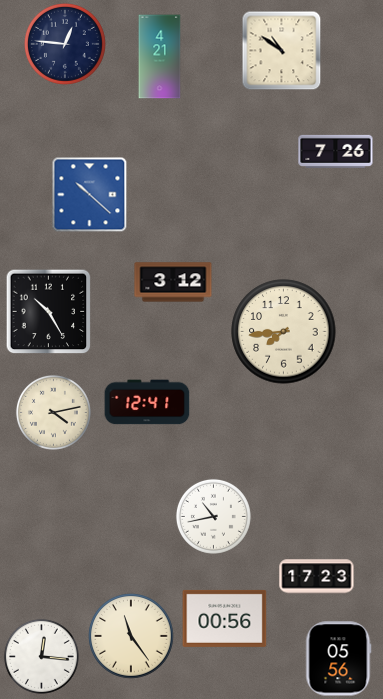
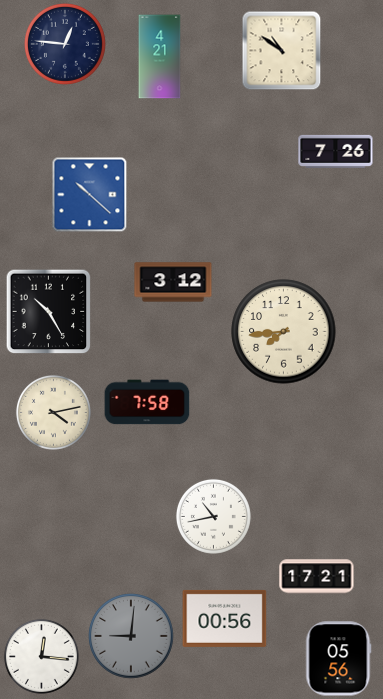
clock at (147, 402): 12:41 -> 7:58
clock at (317, 577): 17:23 -> 17:21
clock at (132, 637): 11:24 -> 9:01
clock at (132, 637) dial: cream -> grey
